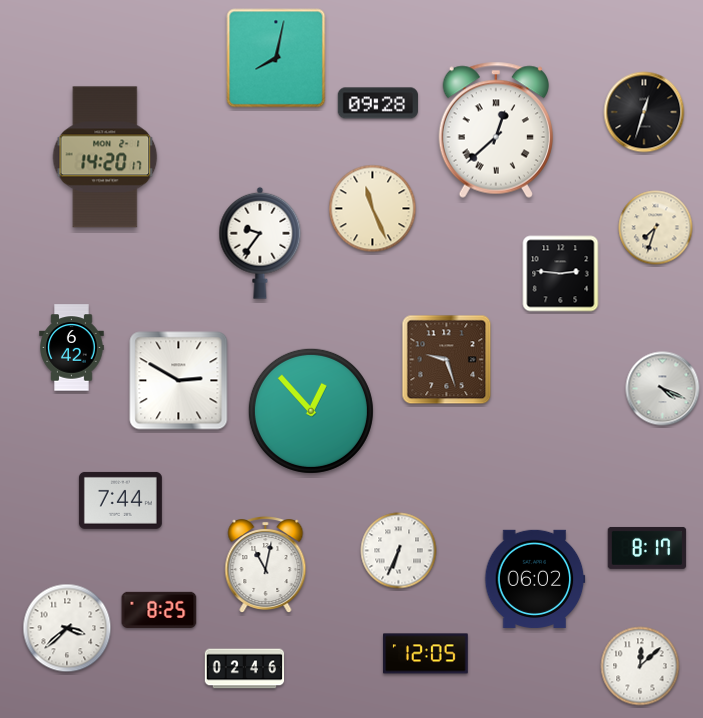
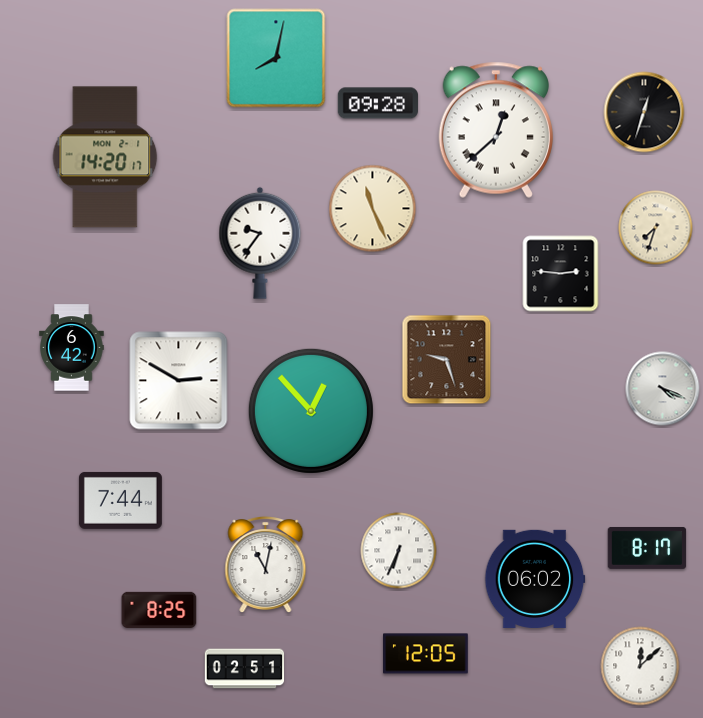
clock at (67, 628): 3:38 -> none
clock at (245, 669): 02:46 -> 02:51
